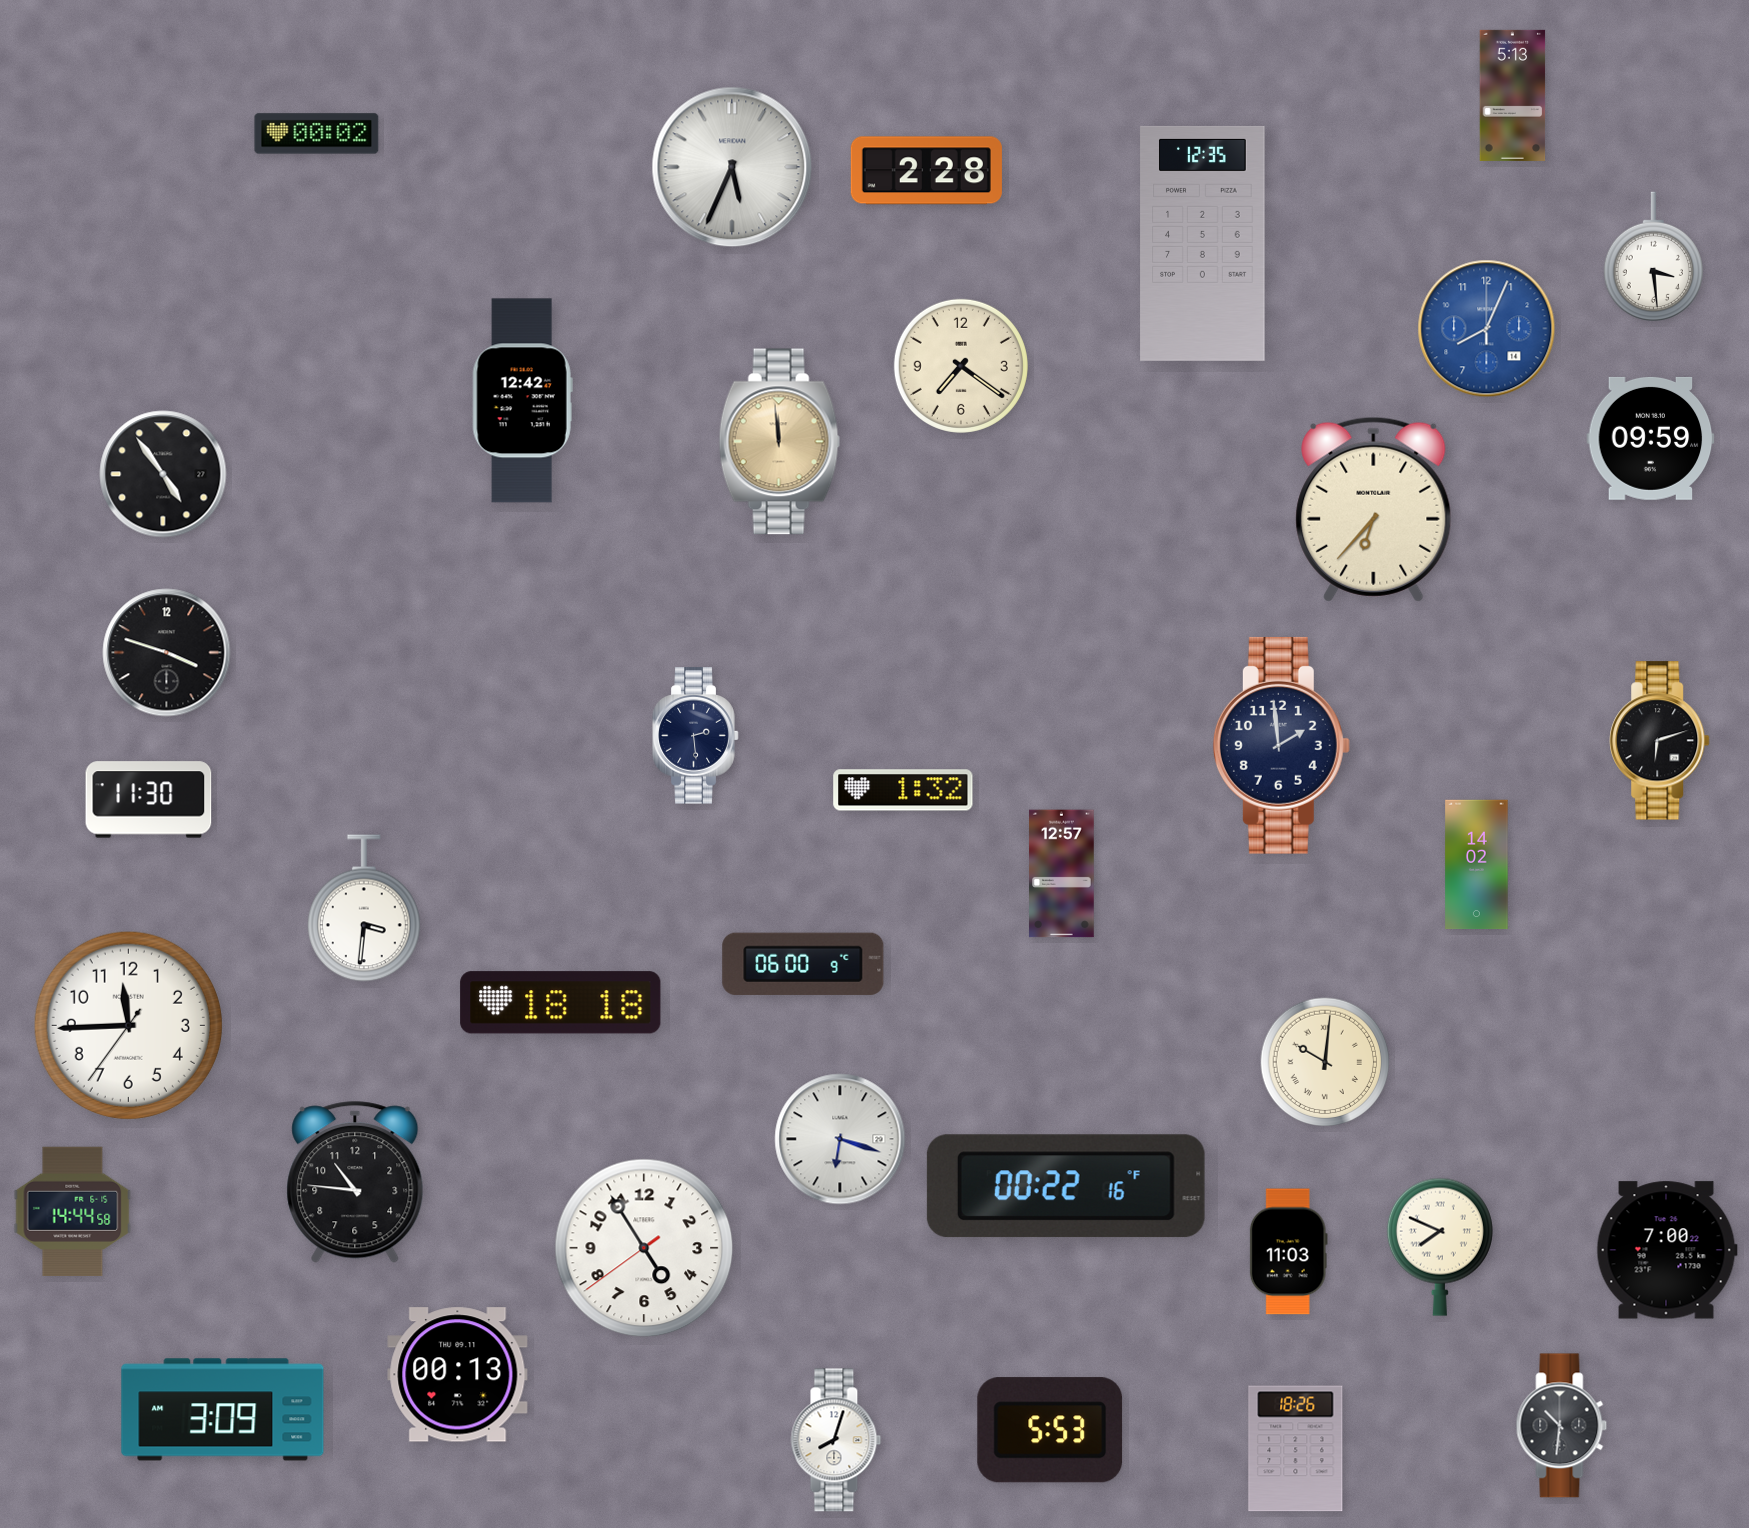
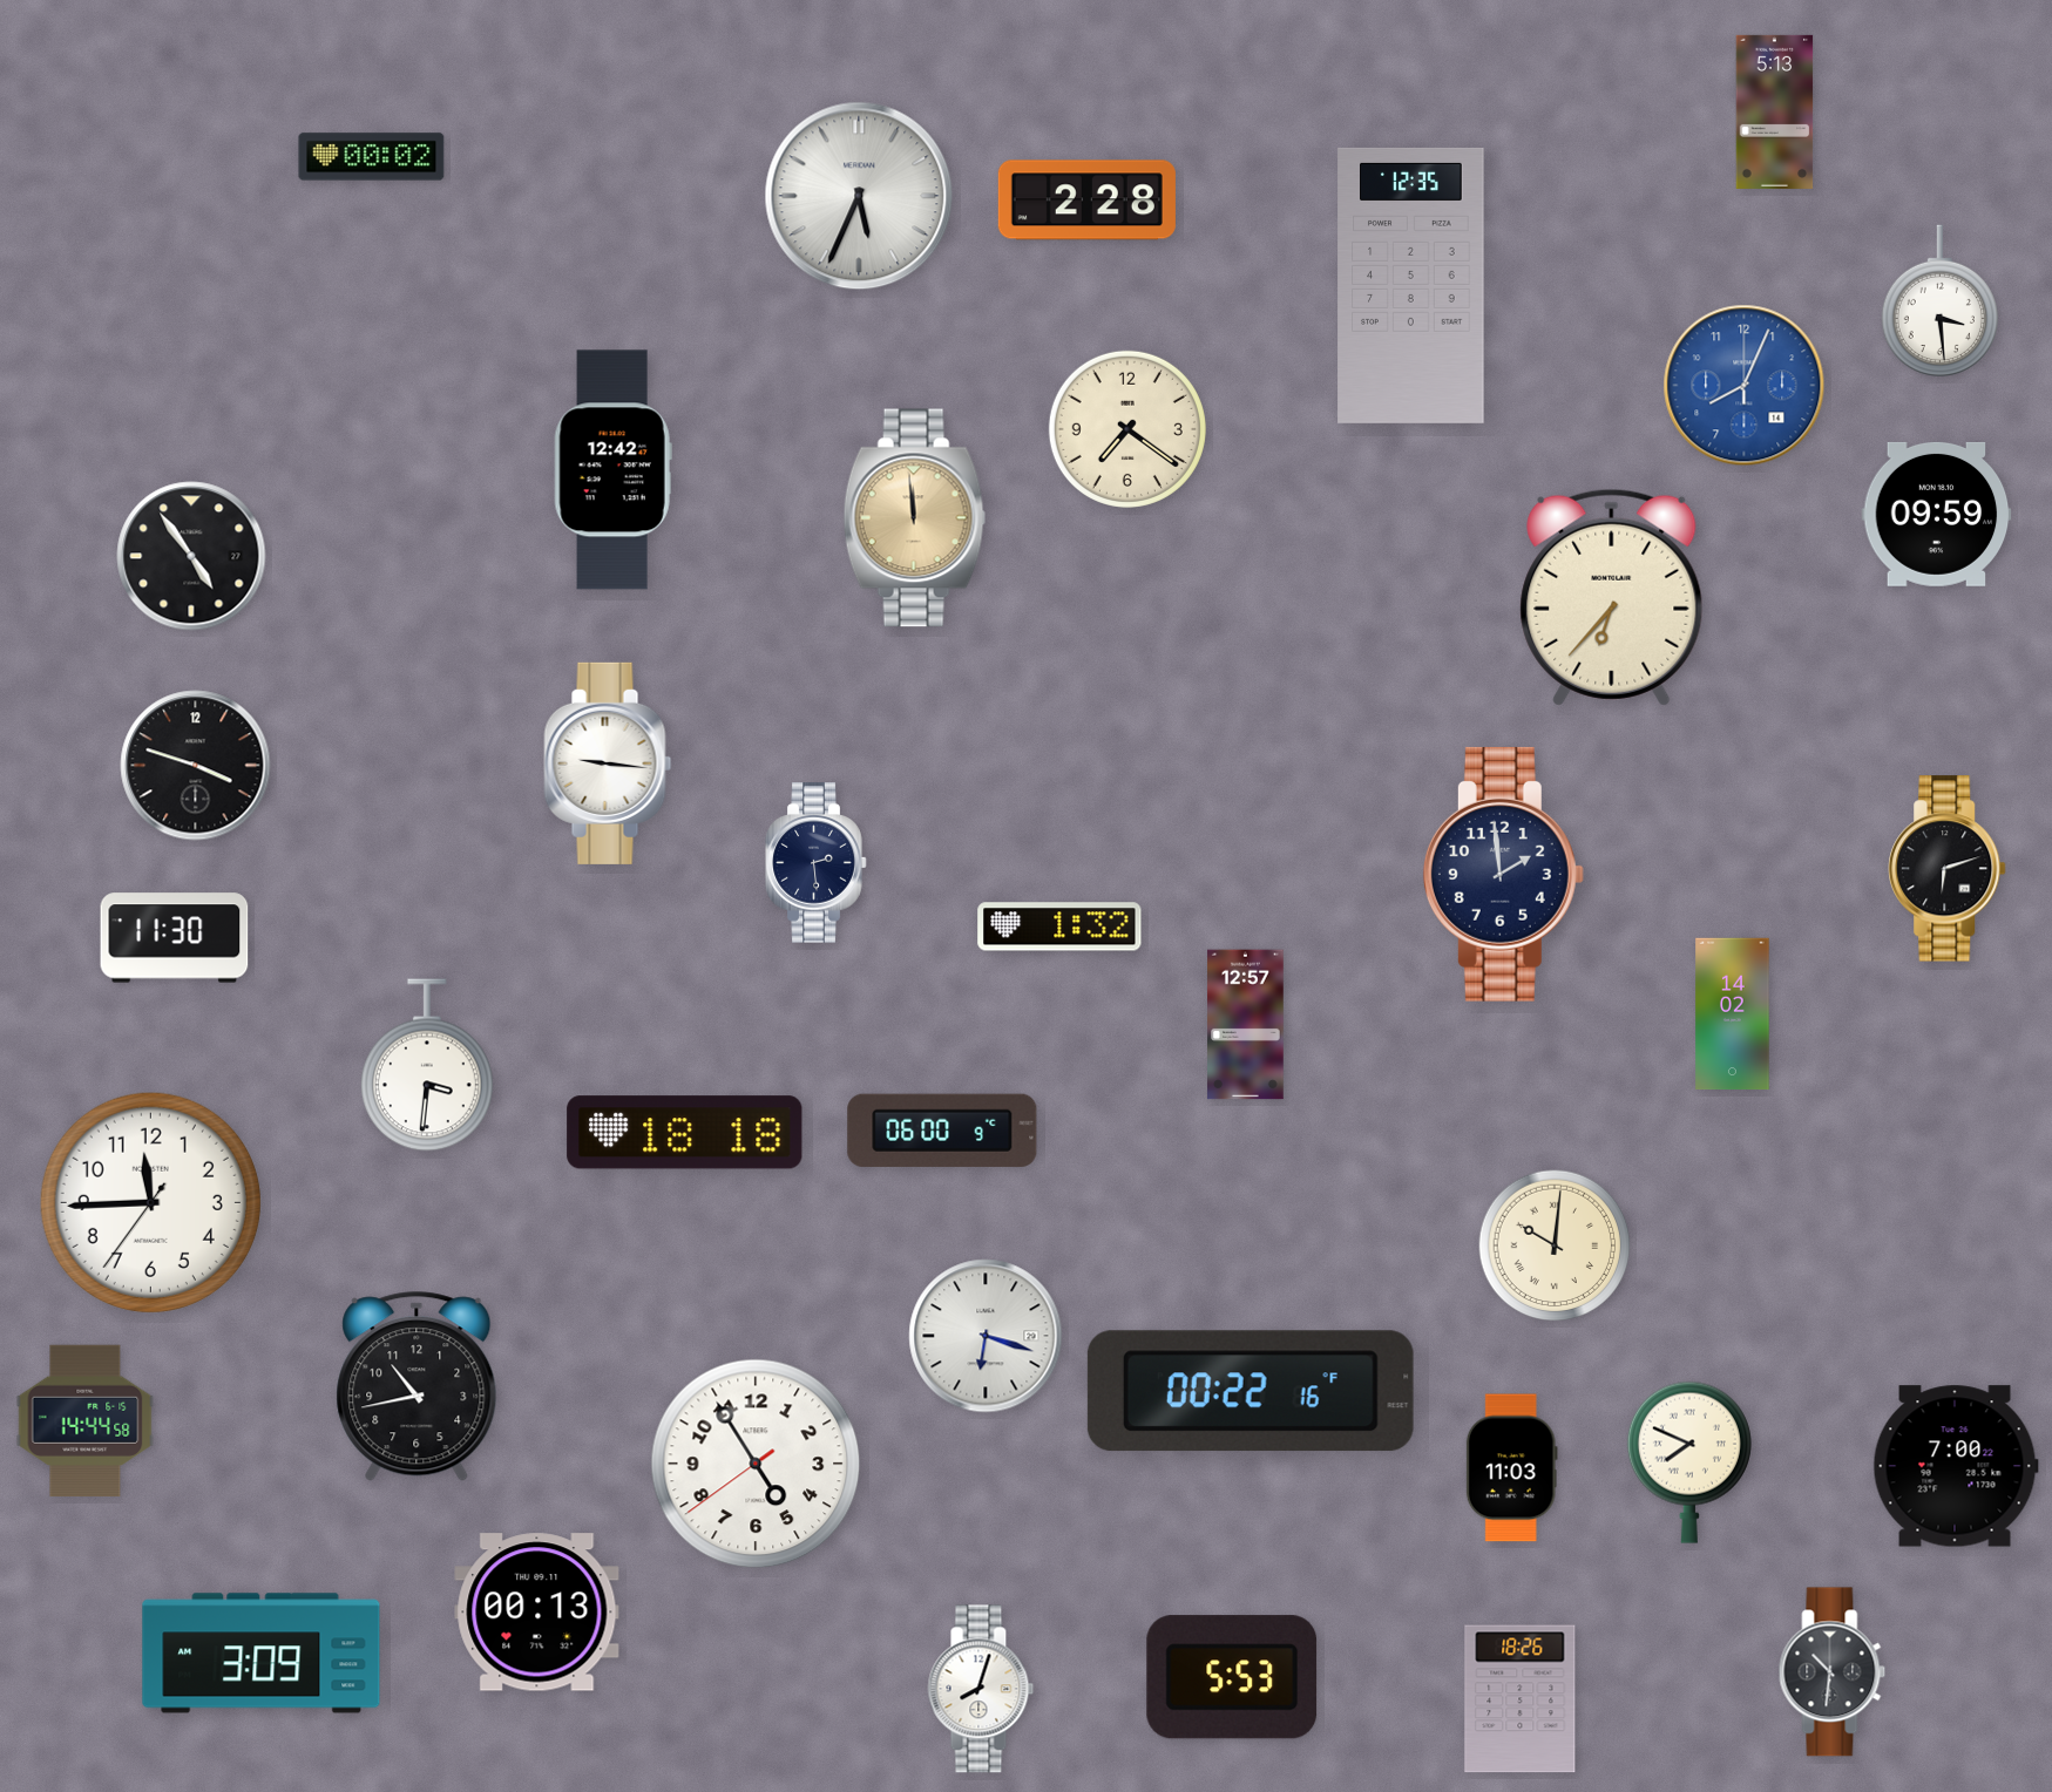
clock at (608, 763): none -> 9:16
clock at (561, 1003) position: (561, 1003) -> (685, 1133)
clock at (355, 1182): 10:46 -> 10:43
